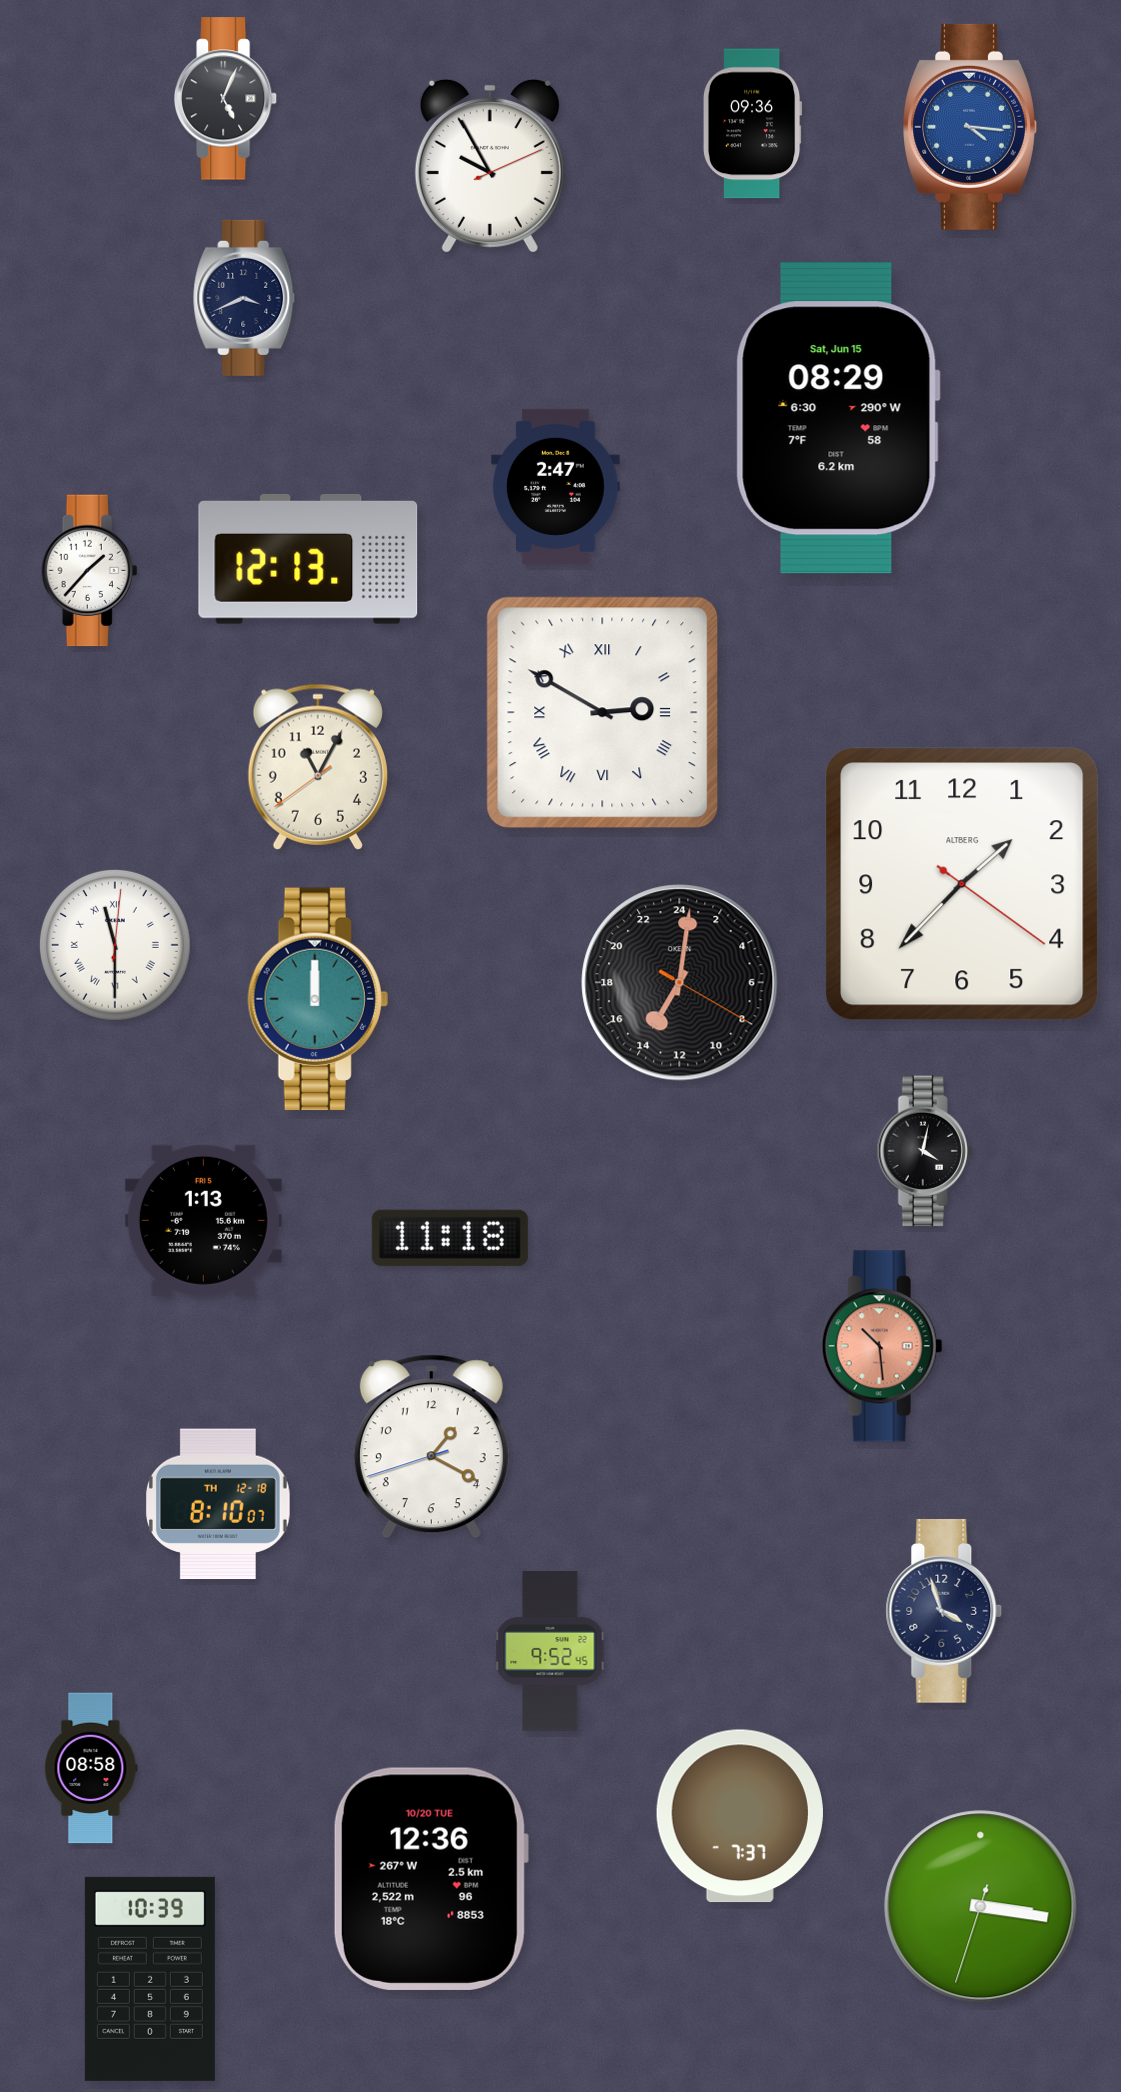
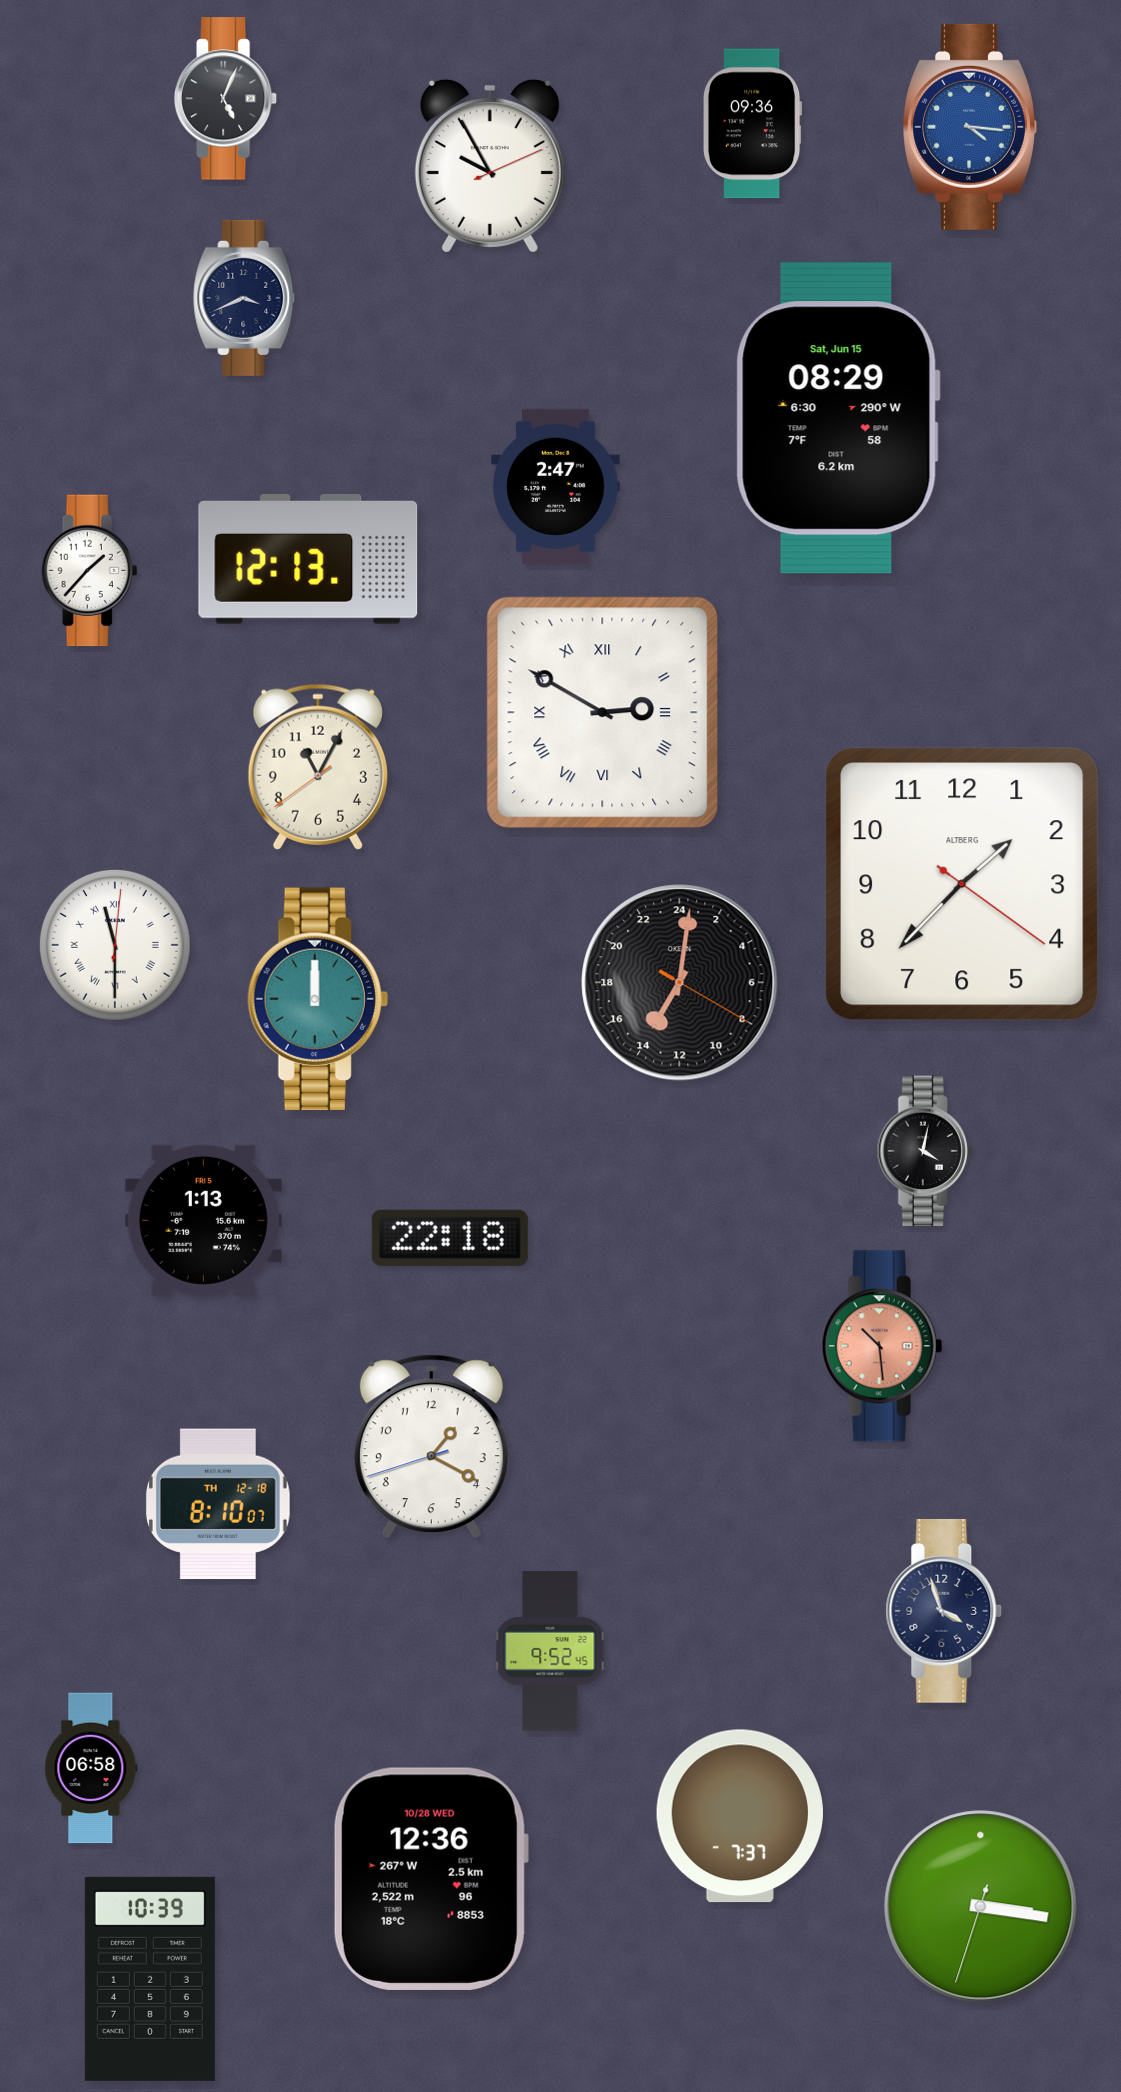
clock at (450, 1238): 11:18 -> 22:18
clock at (91, 1768): 08:58 -> 06:58
clock at (431, 1879) date: 10/20 TUE -> 10/28 WED
